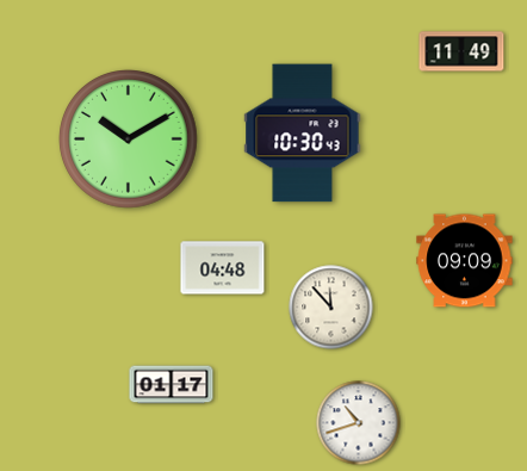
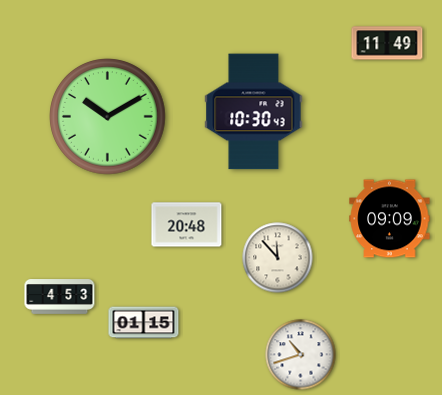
clock at (223, 268): 04:48 -> 20:48
clock at (60, 297): none -> 4:53
clock at (172, 385): 01:17 -> 01:15
